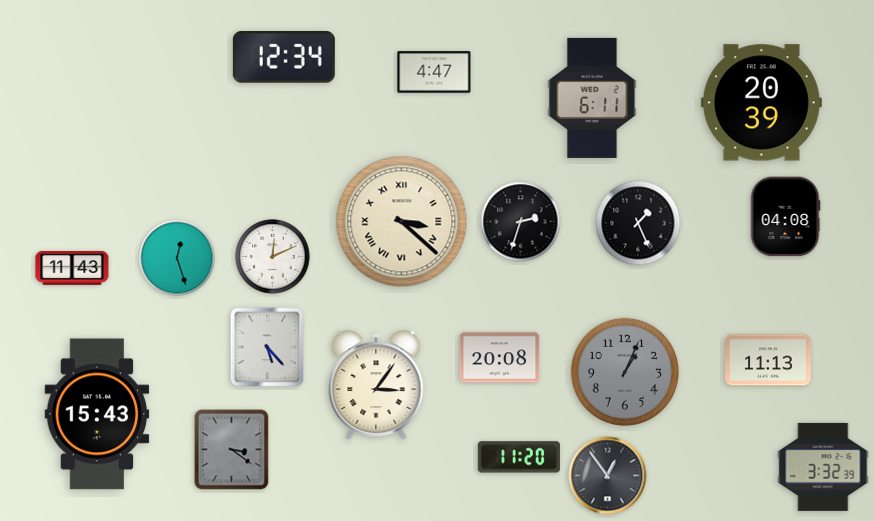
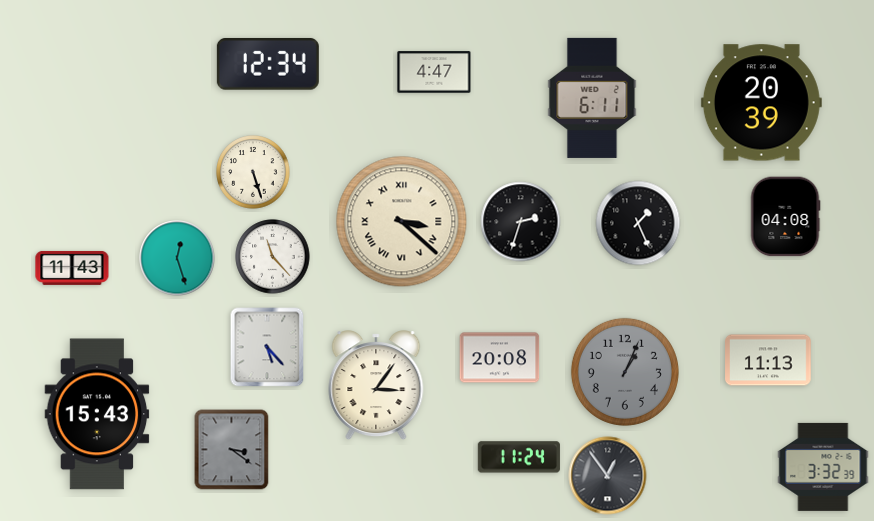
clock at (284, 57) position: (284, 57) -> (268, 64)
clock at (253, 172): none -> 5:27
clock at (273, 257): 12:11 -> 11:23
clock at (519, 457): 11:20 -> 11:24
